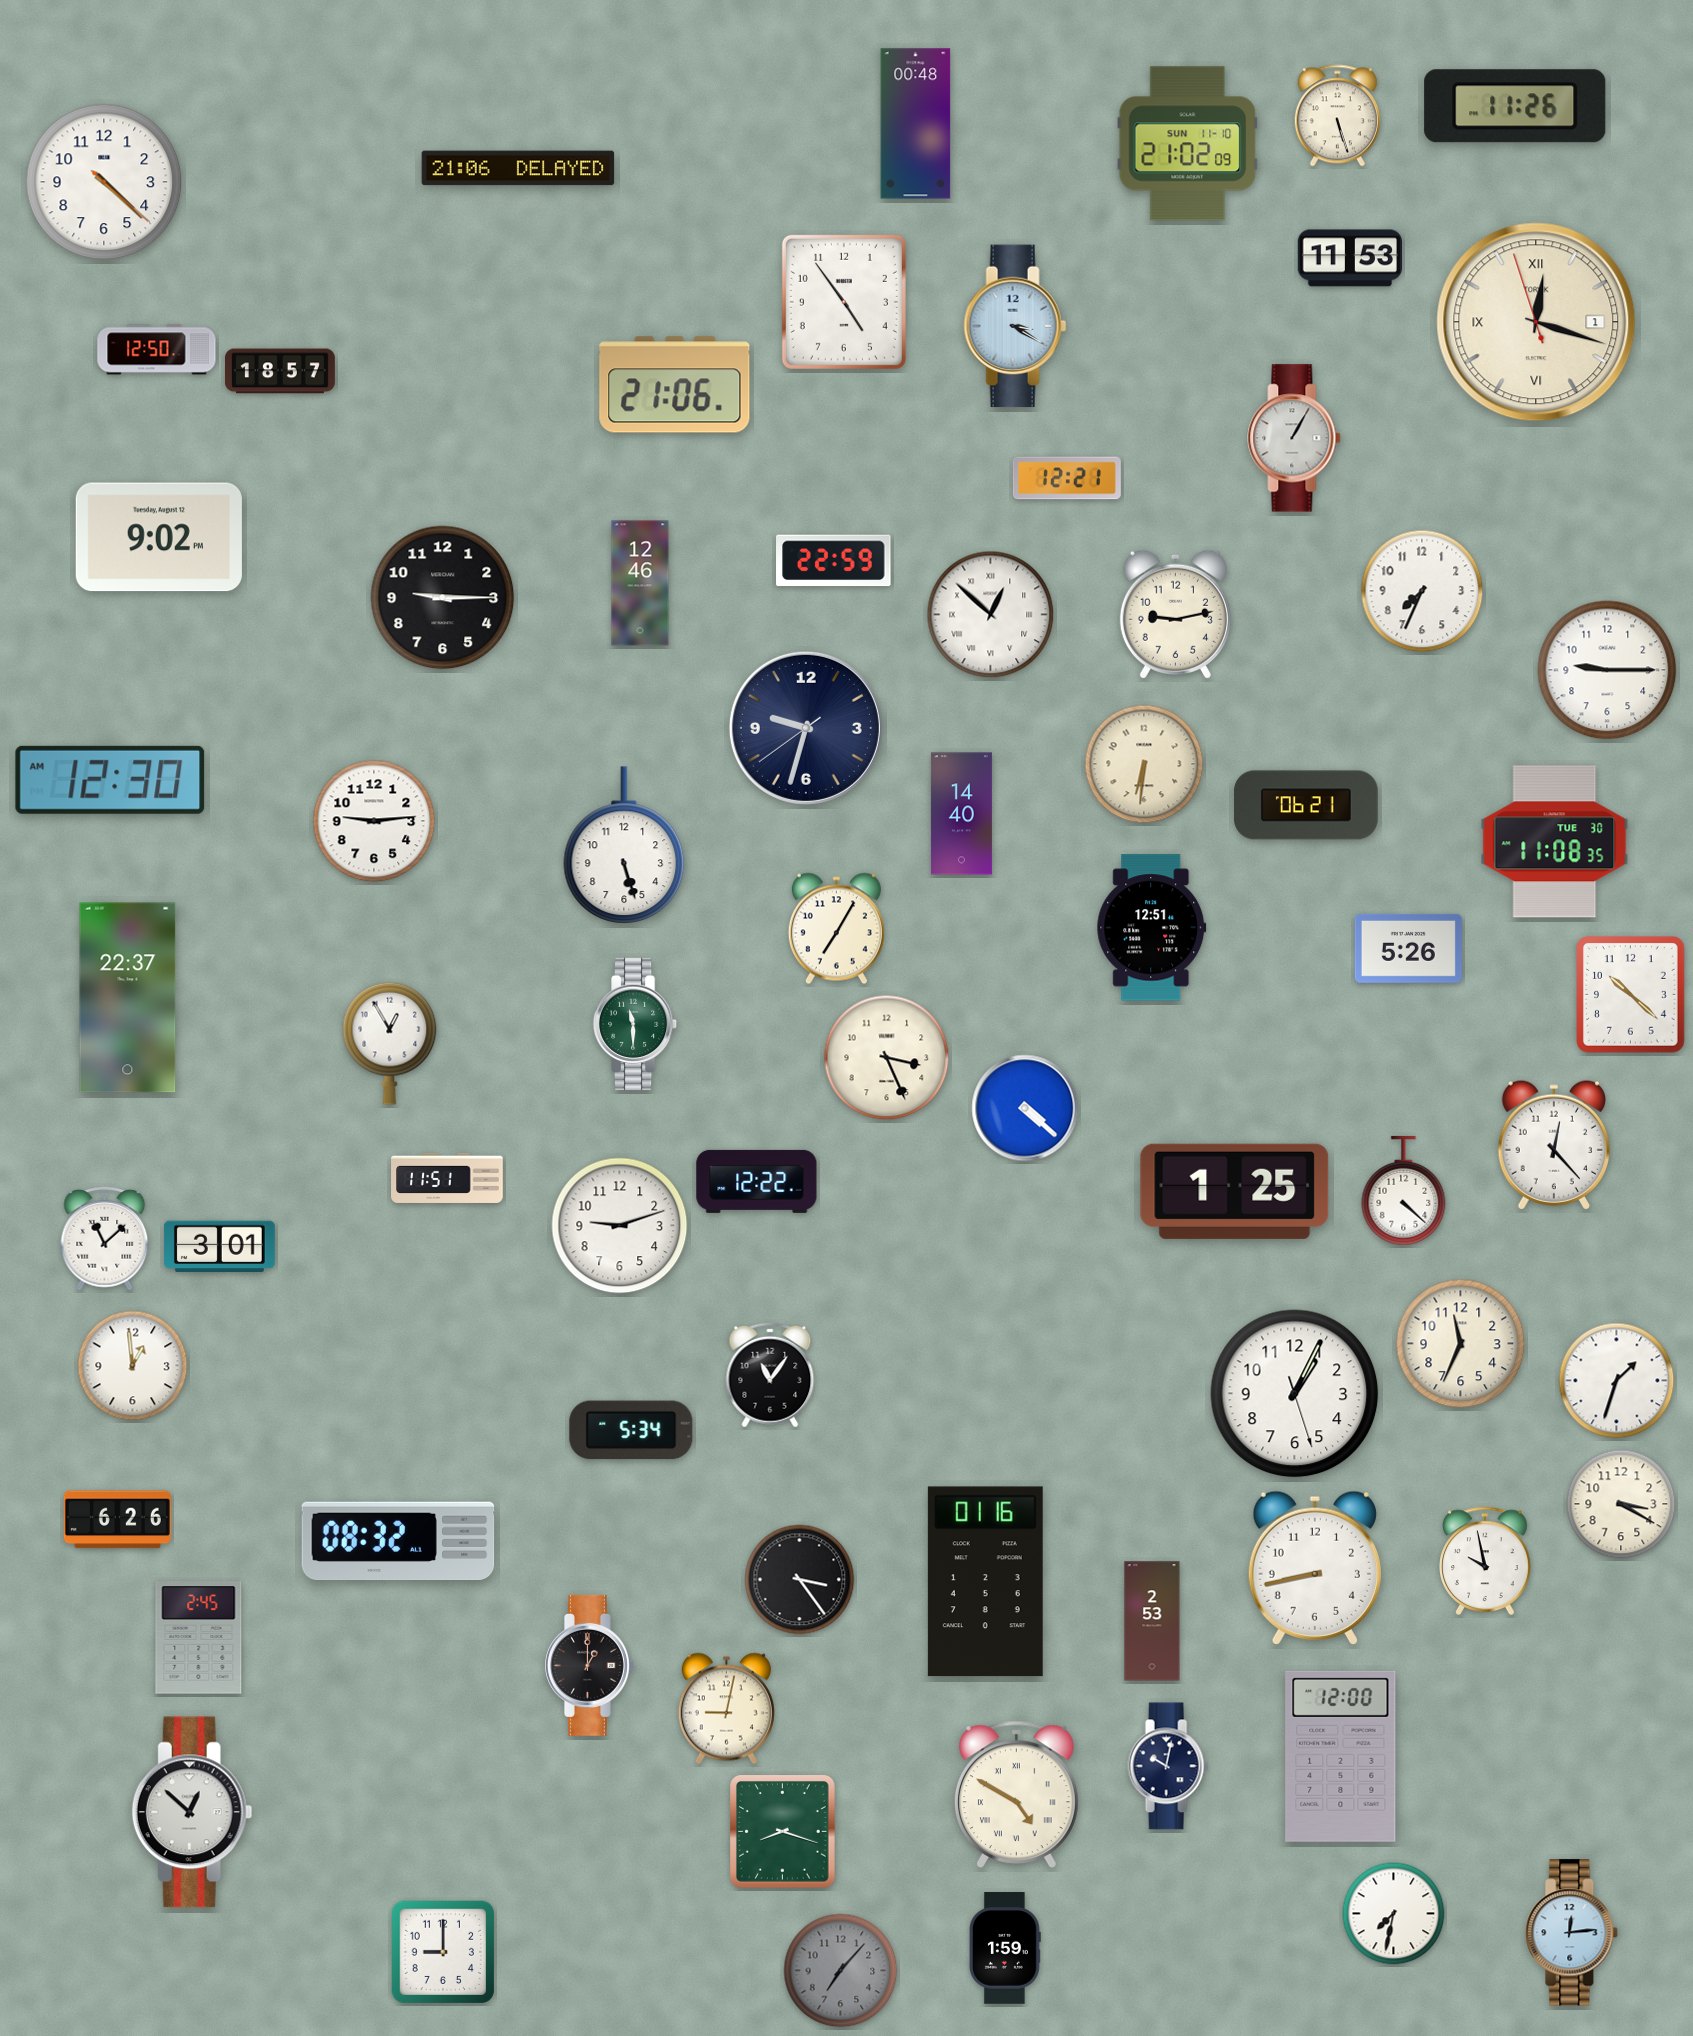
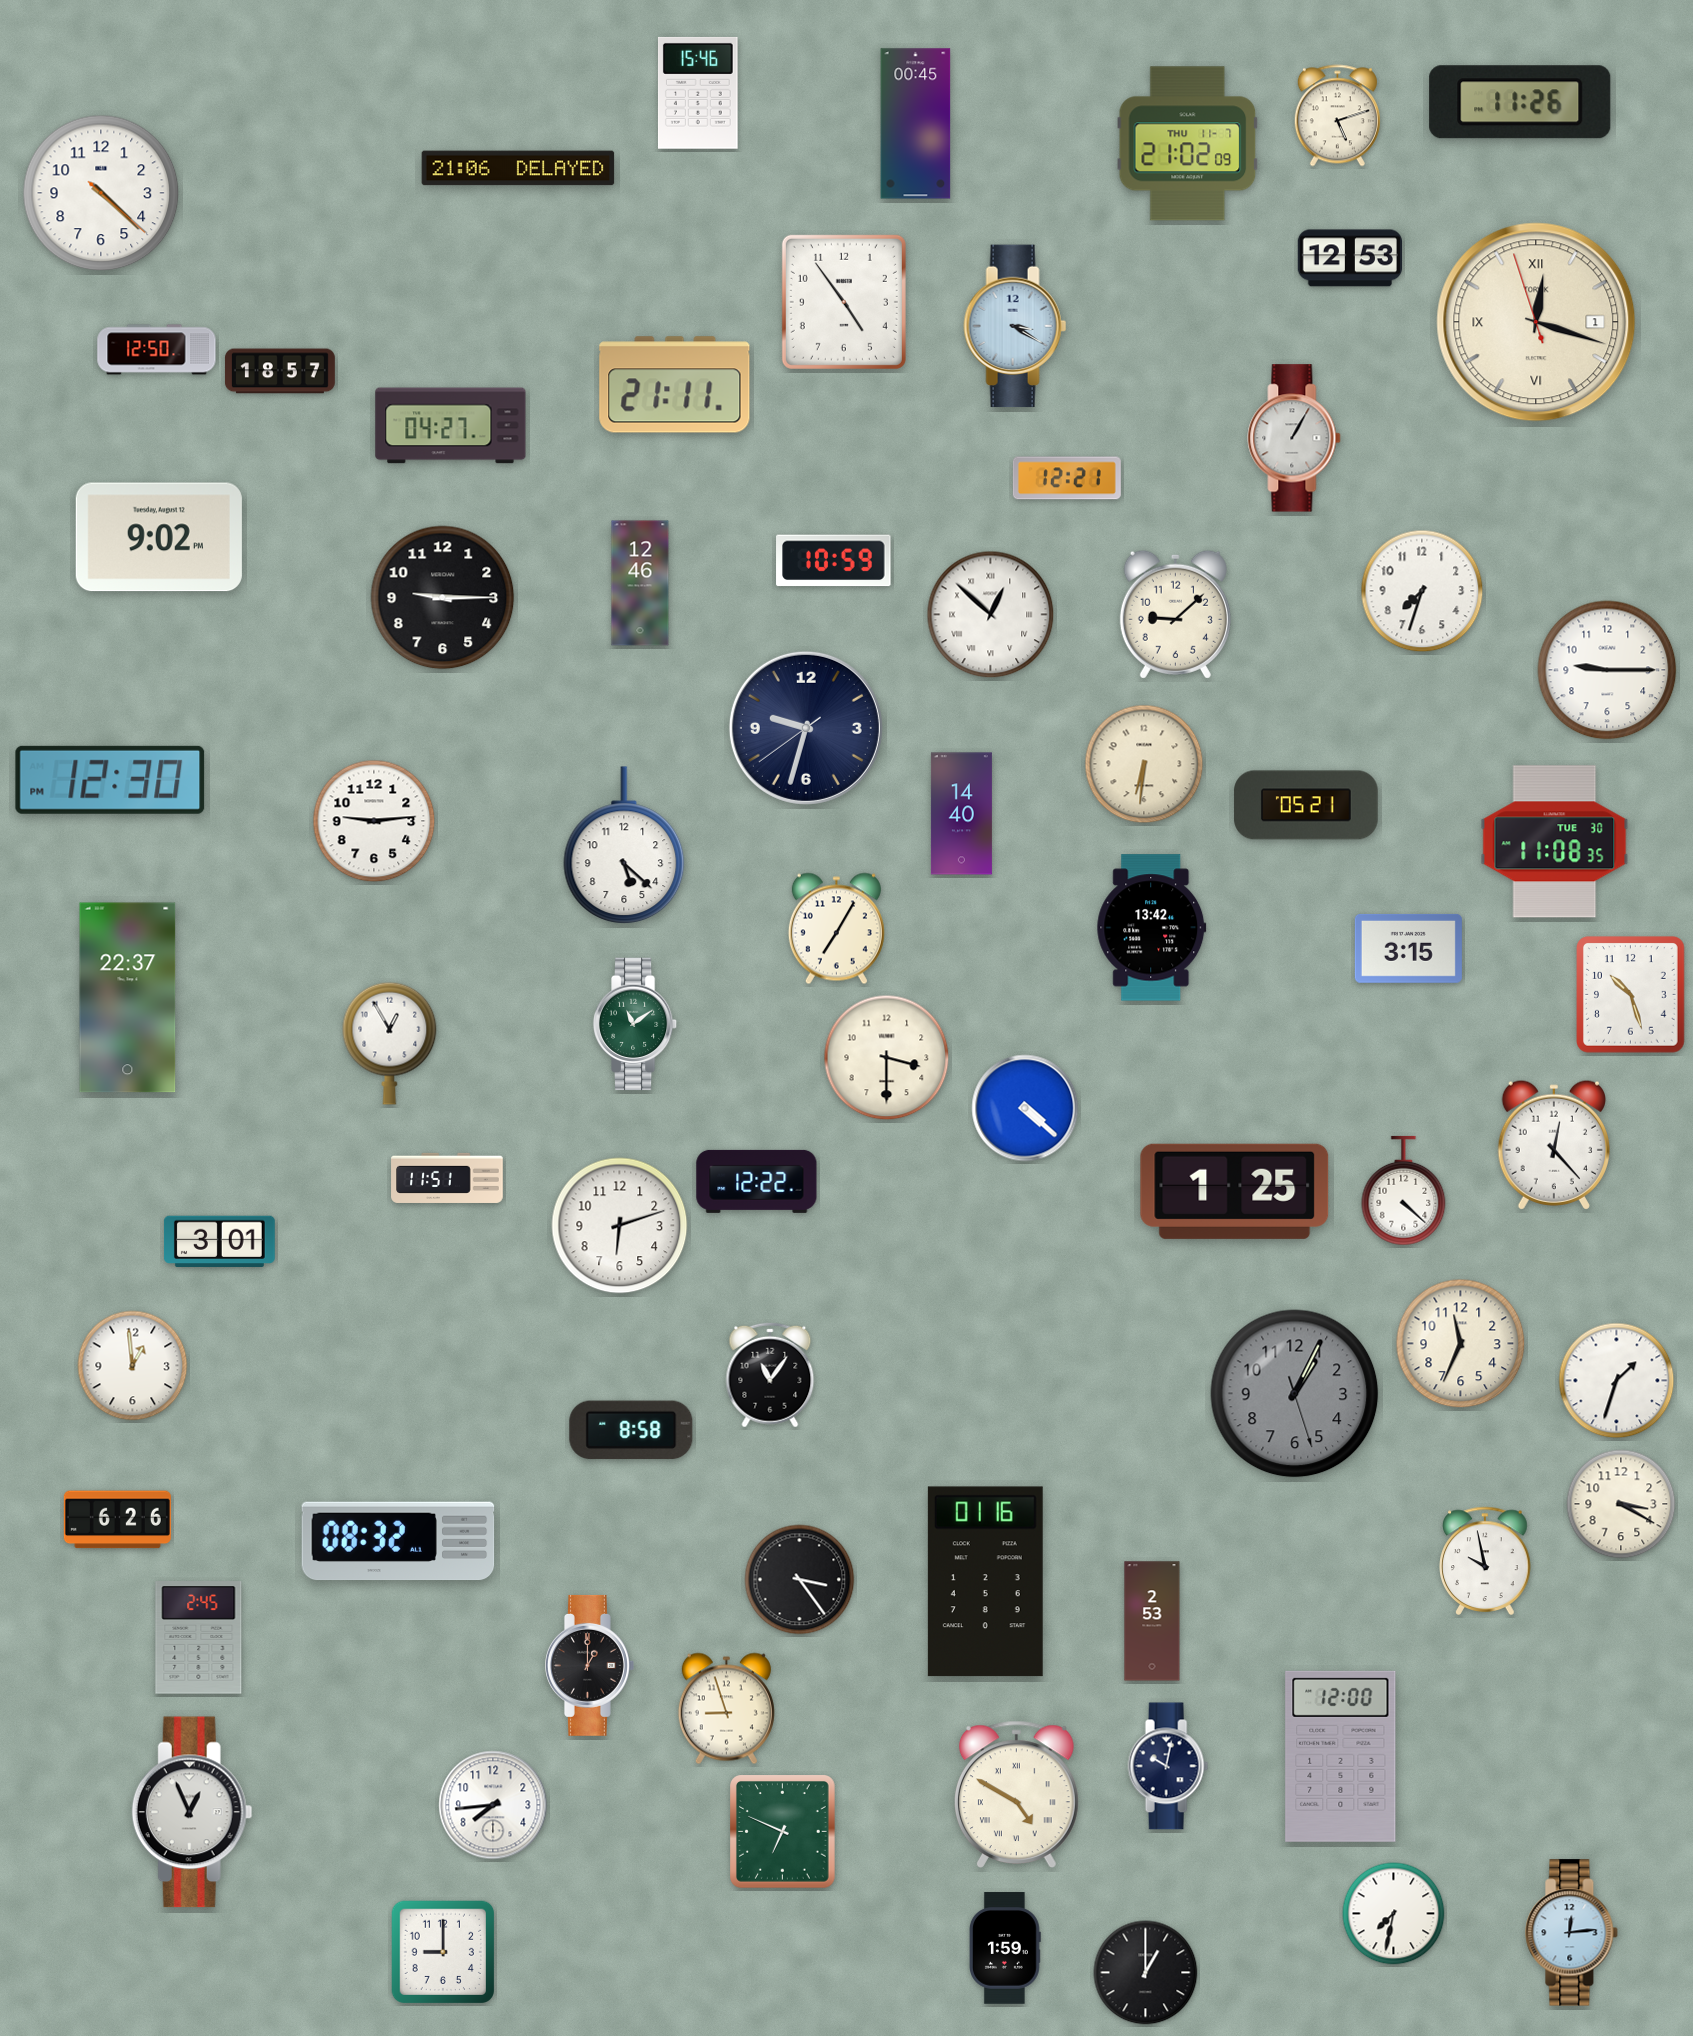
clock at (698, 93): none -> 15:46
clock at (1515, 106) position: (1515, 106) -> (1520, 102)
clock at (1337, 116): 5:27 -> 5:12
clock at (916, 124): 00:48 -> 00:45
clock at (1188, 144) date: SUN 11-10 -> THU 11-7
clock at (104, 182) position: (104, 182) -> (101, 193)
clock at (1349, 258): 11:53 -> 12:53
clock at (675, 385): 21:06 -> 21:11
clock at (451, 426): none -> 04:27
clock at (834, 561): 22:59 -> 10:59
clock at (1422, 591): 7:34 -> 7:33
clock at (1175, 614): 9:13 -> 9:08
clock at (110, 780): 12:30 AM -> 12:30 PM
clock at (1306, 805): 06:21 -> 05:21
clock at (624, 845): 5:27 -> 5:22
clock at (1152, 928): 12:51 -> 13:42
clock at (1408, 948): 5:26 -> 3:15
clock at (1631, 995): 10:22 -> 10:27
clock at (635, 1024): 11:30 -> 11:09
clock at (887, 1058): 3:26 -> 3:30
clock at (620, 1226): 9:12 -> 6:12
clock at (105, 1238): 11:08 -> none
clock at (219, 1247) position: (219, 1247) -> (219, 1242)
clock at (1295, 1394) dial: white -> grey
clock at (631, 1430): 5:34 -> 8:58
clock at (1315, 1568): 8:43 -> none
clock at (726, 1709): 9:02 -> 8:57
clock at (493, 1805): none -> 7:44
clock at (192, 1812): 12:52 -> 12:56
clock at (783, 1832): 8:18 -> 6:49
clock at (841, 1971): 7:07 -> none
clock at (1146, 1973): none -> 1:00
